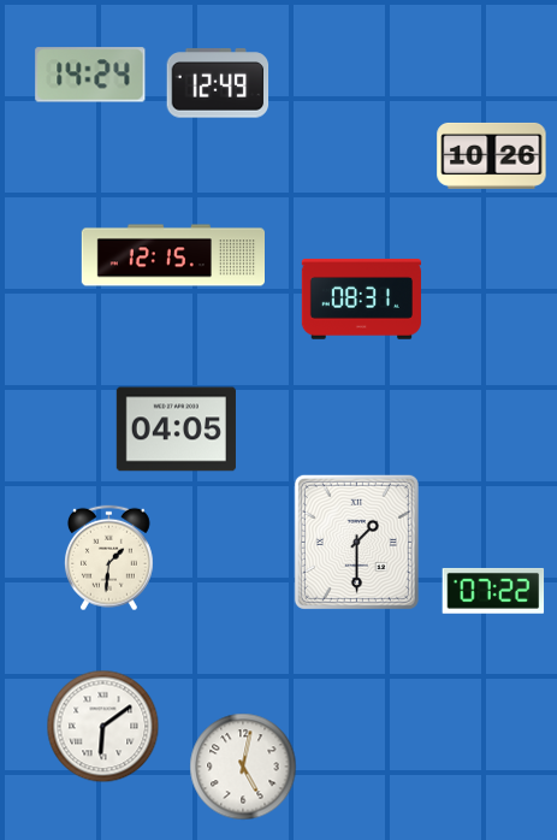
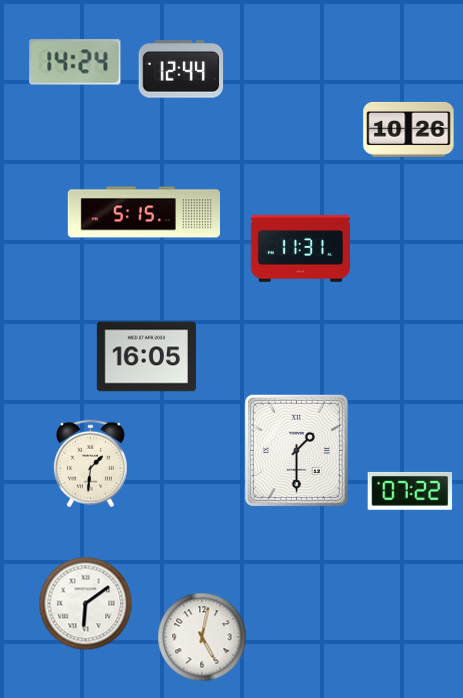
clock at (218, 83): 12:49 -> 12:44
clock at (172, 255): 12:15 -> 5:15
clock at (361, 300): 08:31 -> 11:31
clock at (176, 430): 04:05 -> 16:05
